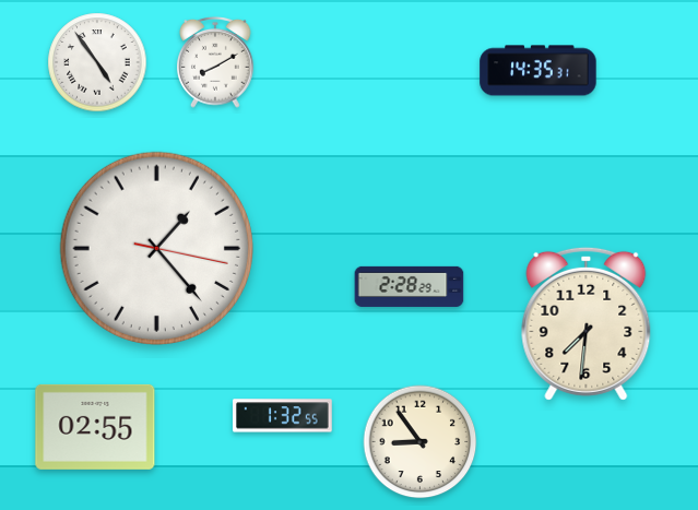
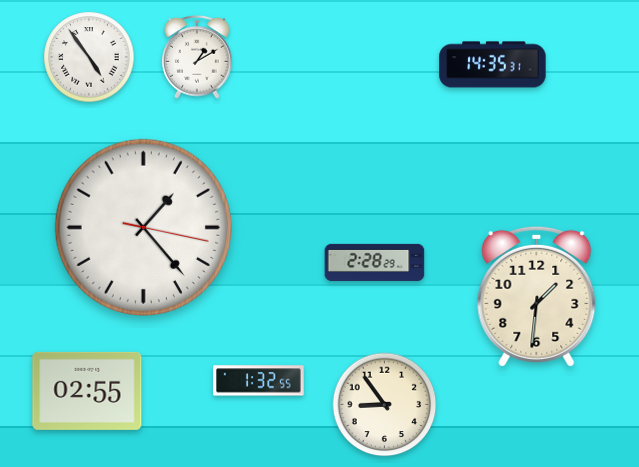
clock at (215, 62): 8:10 -> 1:10
clock at (587, 323): 7:31 -> 1:31
